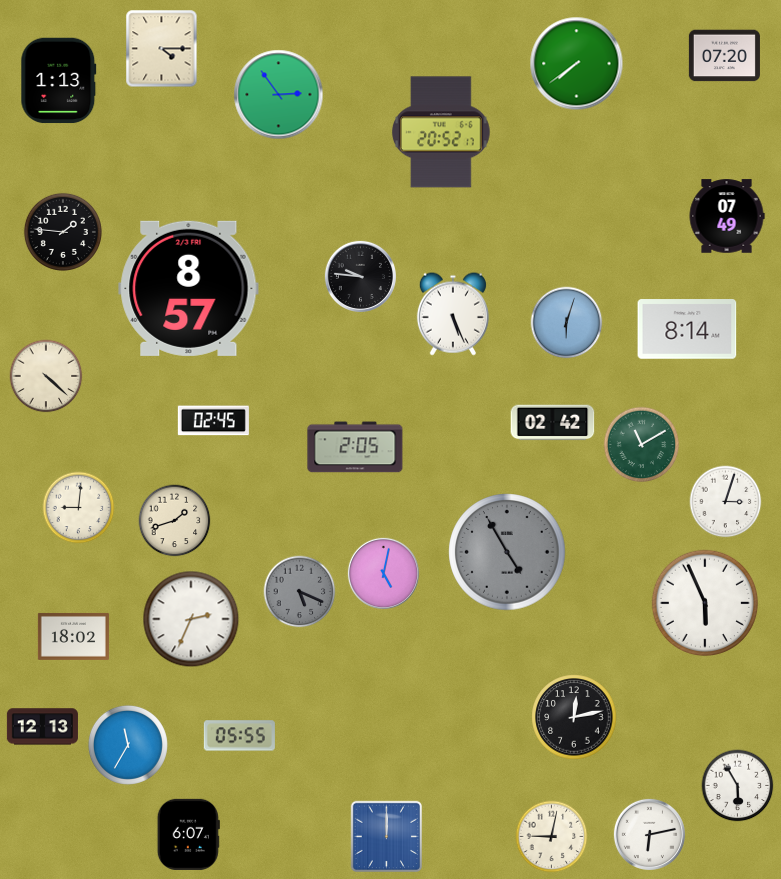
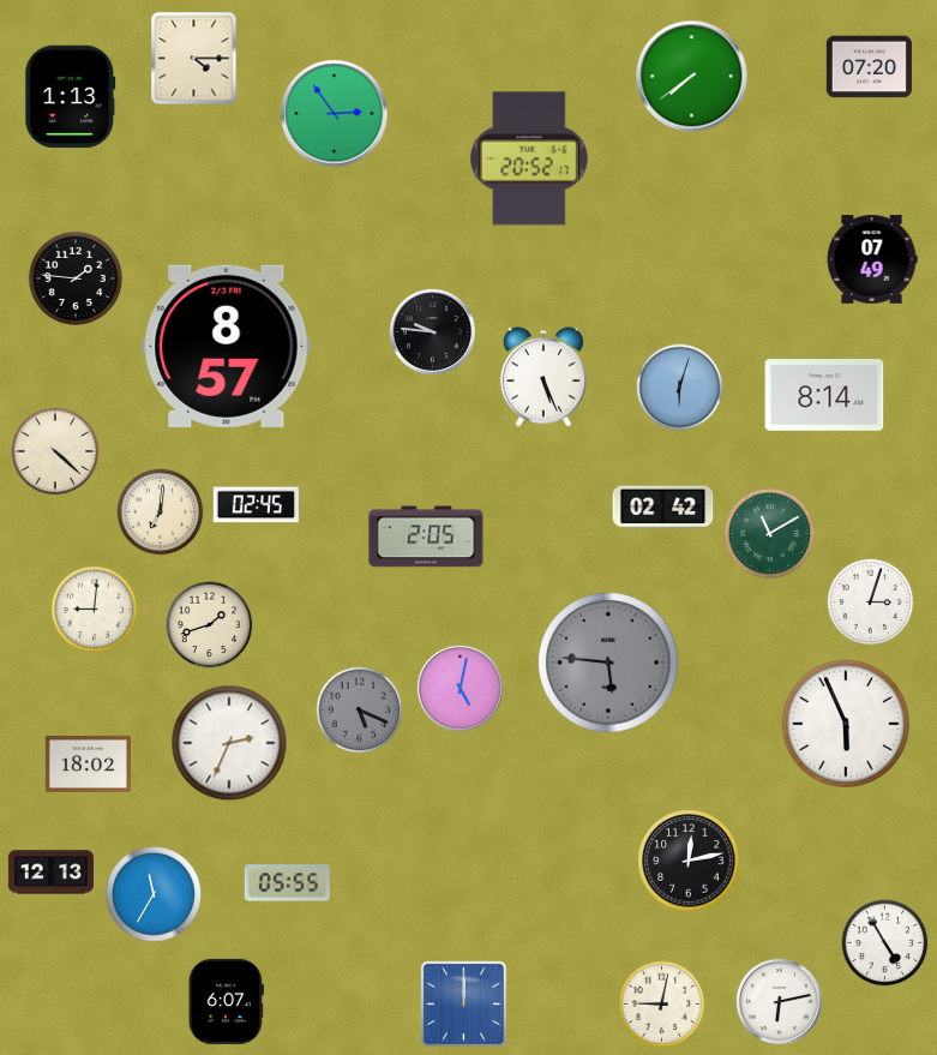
clock at (161, 512): none -> 7:01
clock at (507, 552): 4:55 -> 5:46
clock at (738, 786): 5:55 -> 4:55
